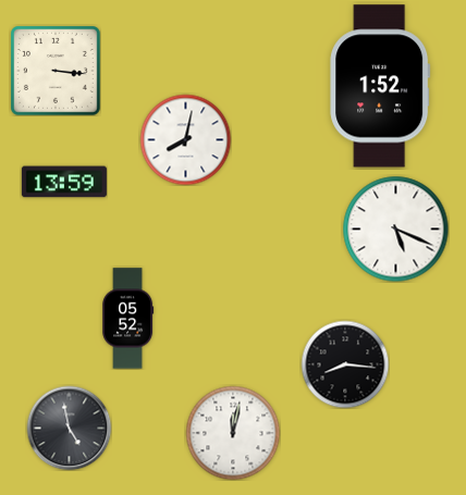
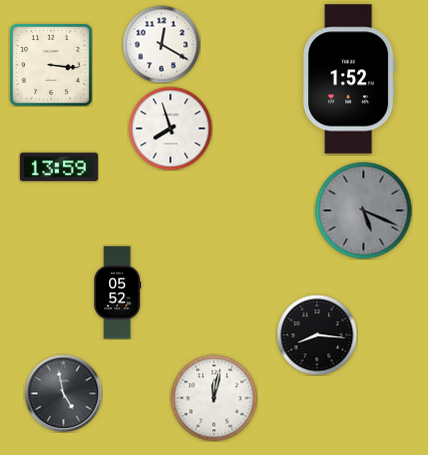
clock at (161, 44): none -> 12:20
clock at (185, 139): 8:02 -> 7:57
clock at (395, 228) dial: white -> grey
